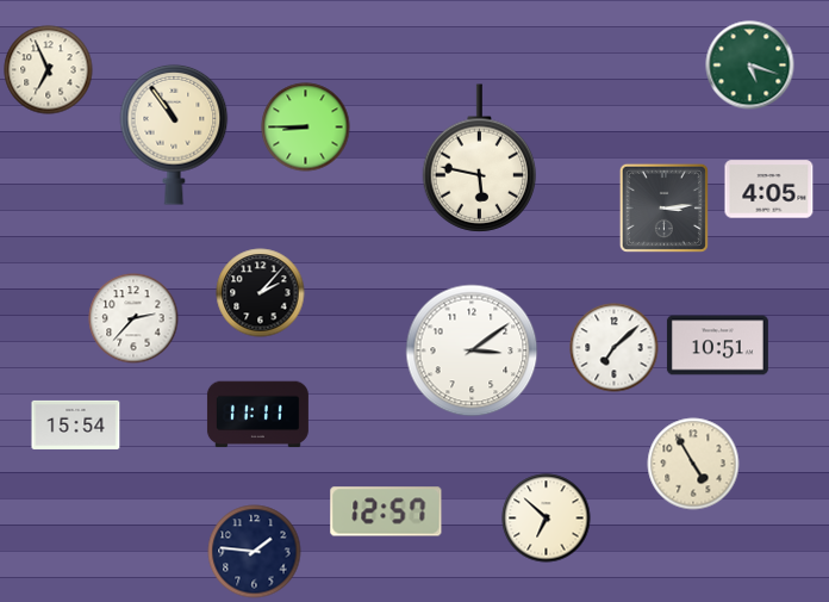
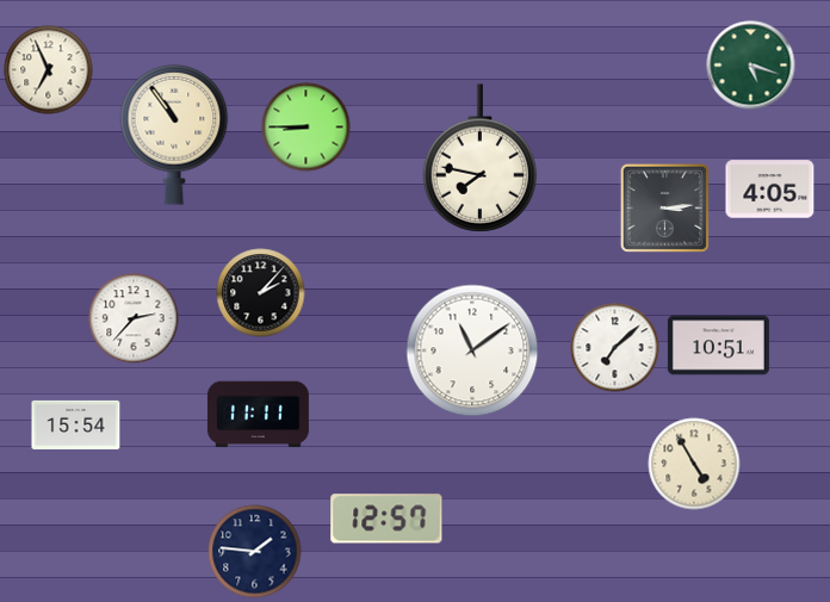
clock at (480, 159): 5:47 -> 7:47
clock at (472, 350): 3:09 -> 11:09
clock at (386, 511) position: (386, 511) -> (386, 519)
clock at (547, 519): 6:52 -> none
